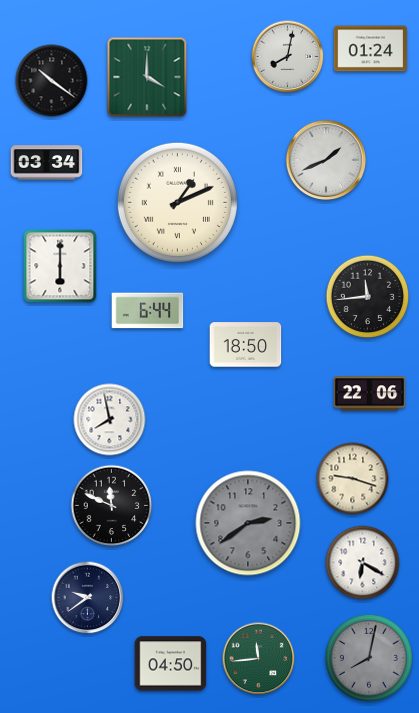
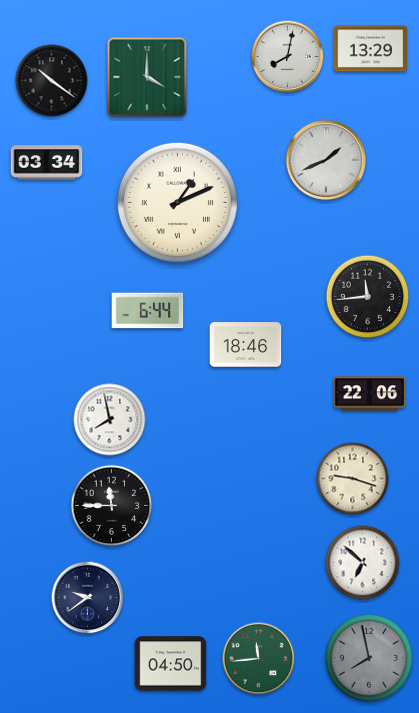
clock at (371, 49): 01:24 -> 13:29
clock at (60, 266): 6:00 -> none
clock at (246, 345): 18:50 -> 18:46
clock at (112, 506): 11:49 -> 11:45
clock at (248, 523): 2:39 -> none
clock at (363, 563): 6:20 -> 6:52
clock at (369, 658): 8:02 -> 7:58
